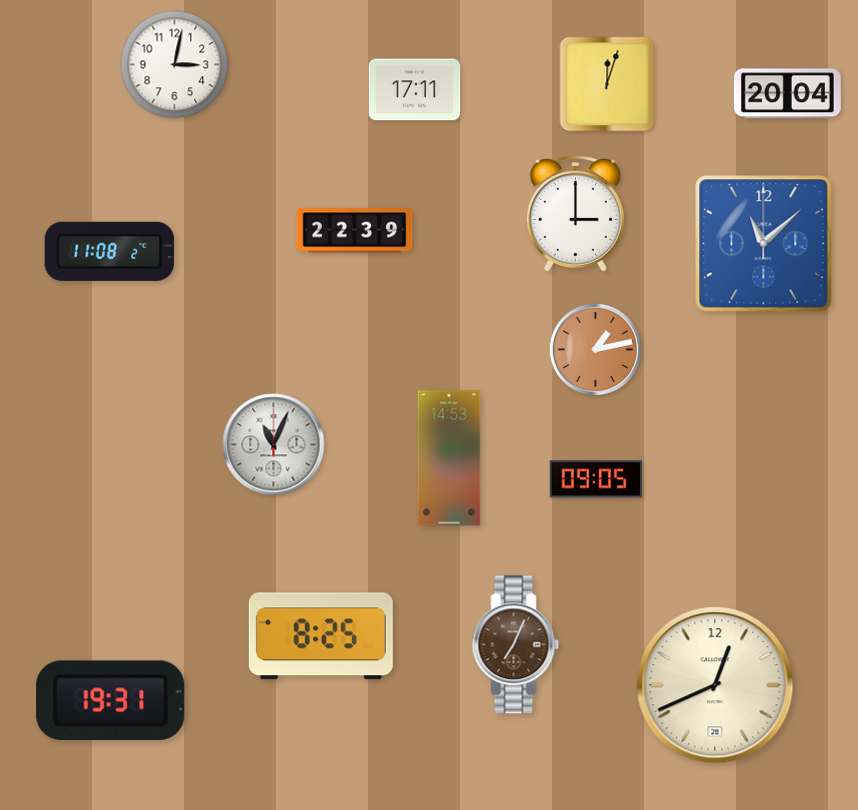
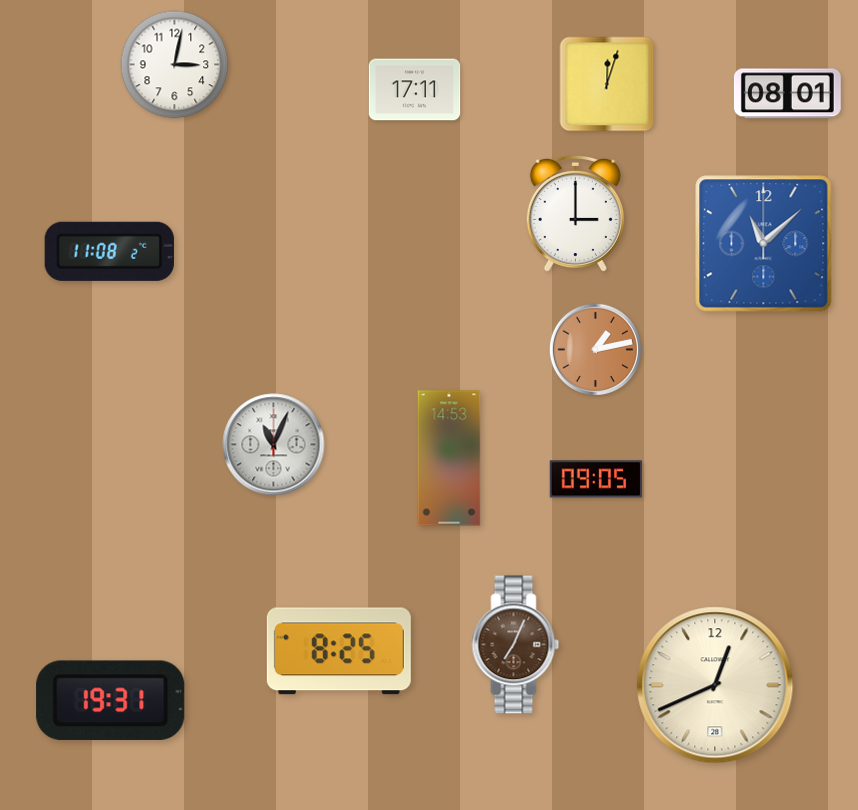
clock at (787, 94): 20:04 -> 08:01
clock at (355, 231): 22:39 -> none
clock at (321, 636) position: (321, 636) -> (339, 651)
